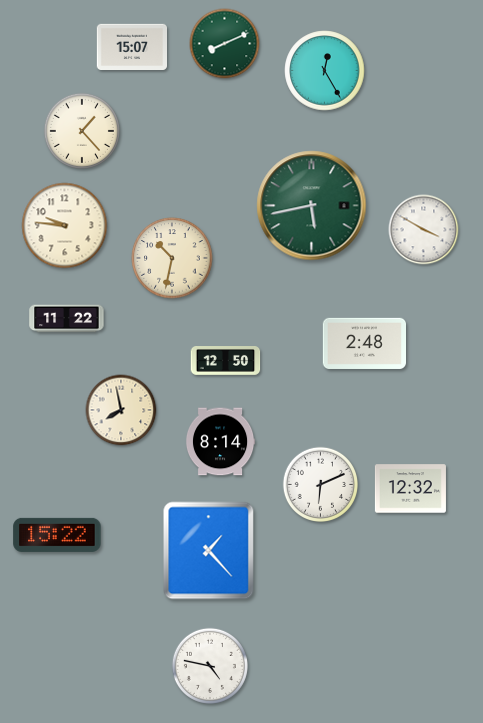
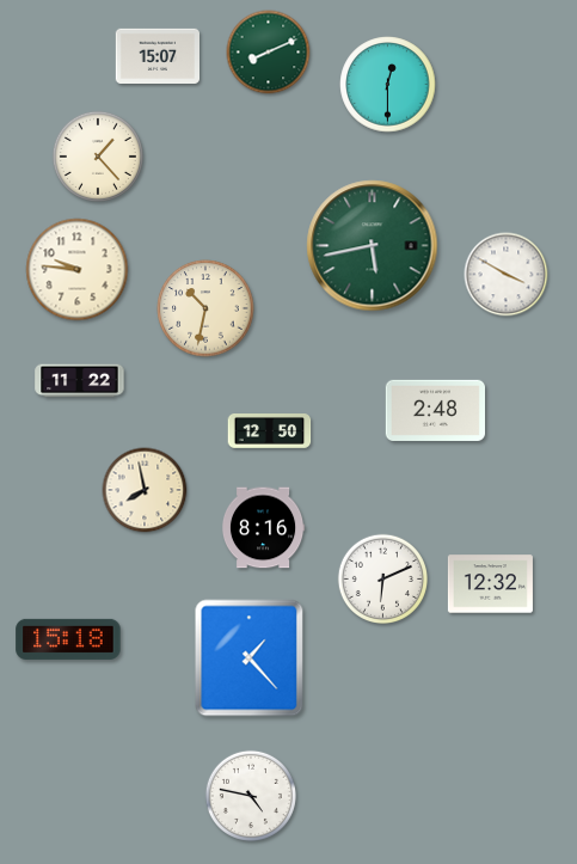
clock at (325, 71): 12:25 -> 12:30
clock at (220, 442): 8:14 -> 8:16
clock at (57, 535): 15:22 -> 15:18
